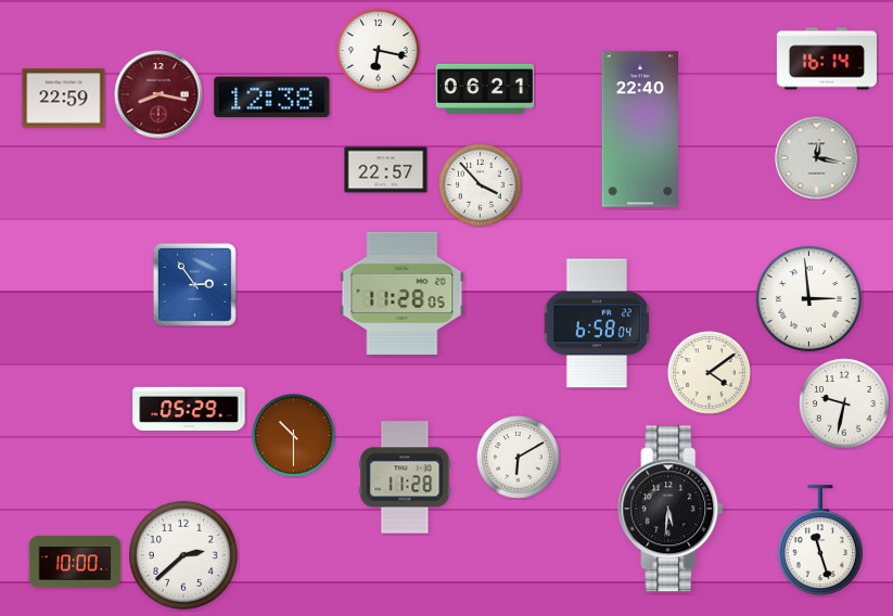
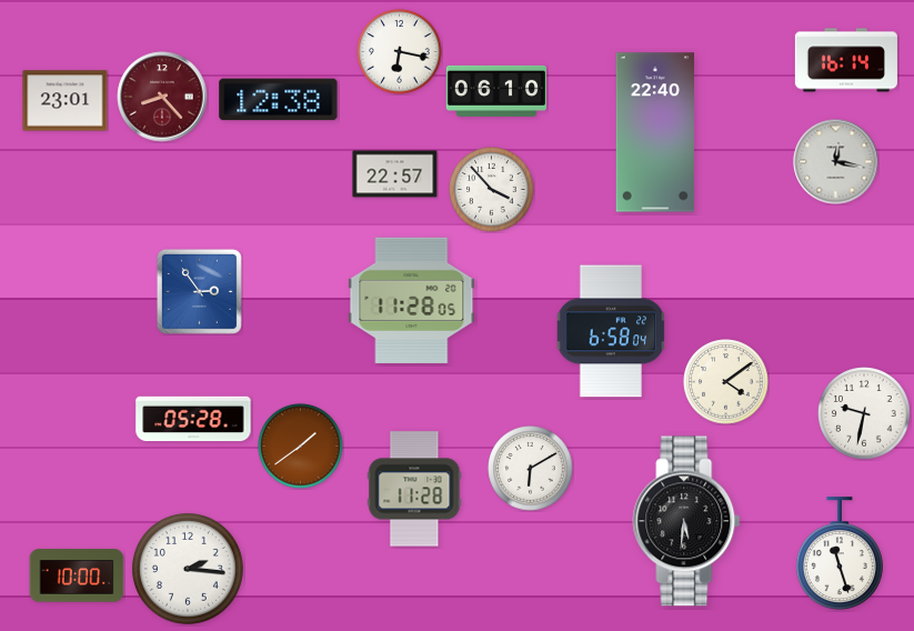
clock at (379, 51) position: (379, 51) -> (400, 52)
clock at (484, 89): 06:21 -> 06:10
clock at (158, 94): 8:17 -> 8:23
clock at (64, 99): 22:59 -> 23:01
clock at (808, 298): 2:59 -> none
clock at (189, 409): 05:29 -> 05:28
clock at (294, 436): 10:30 -> 1:39
clock at (183, 555): 2:38 -> 2:16
